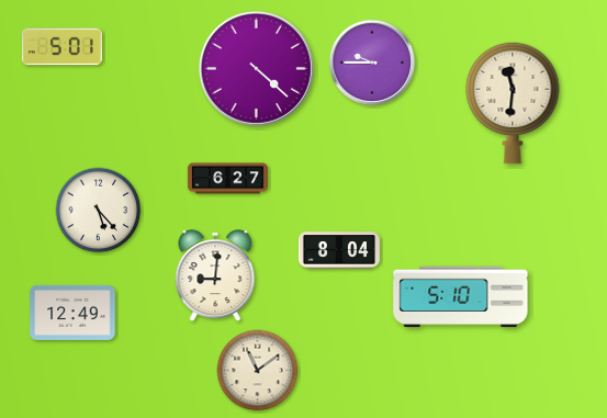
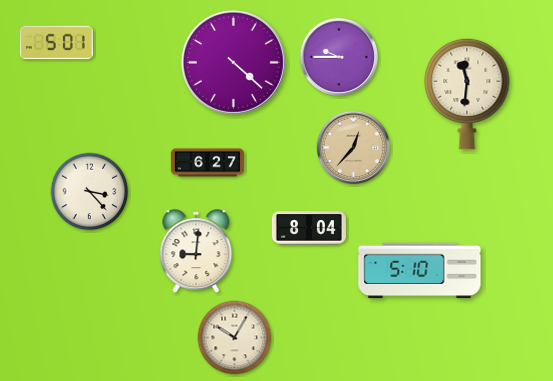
clock at (354, 148): none -> 12:37
clock at (99, 211): 5:23 -> 3:23
clock at (72, 313): 12:49 -> none
clock at (258, 371): 11:09 -> 10:05
